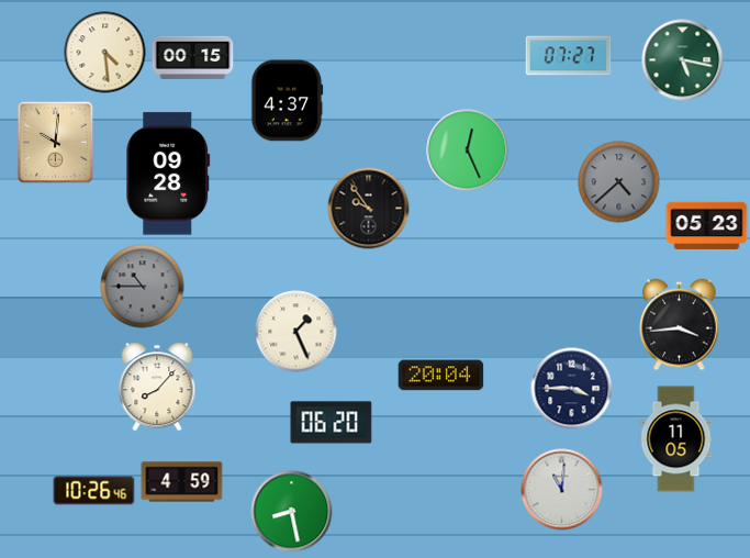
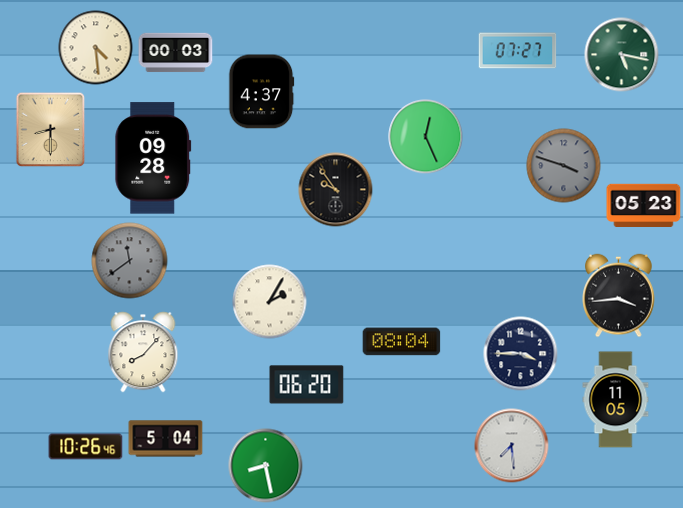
clock at (193, 58): 00:15 -> 00:03
clock at (56, 143): 10:01 -> 8:30
clock at (619, 182): 4:38 -> 3:48
clock at (143, 287): 10:45 -> 11:39
clock at (296, 332): 1:26 -> 2:05
clock at (441, 376): 20:04 -> 08:04
clock at (332, 423) position: (332, 423) -> (307, 385)
clock at (182, 482): 4:59 -> 5:04
clock at (562, 490): 11:01 -> 7:29
